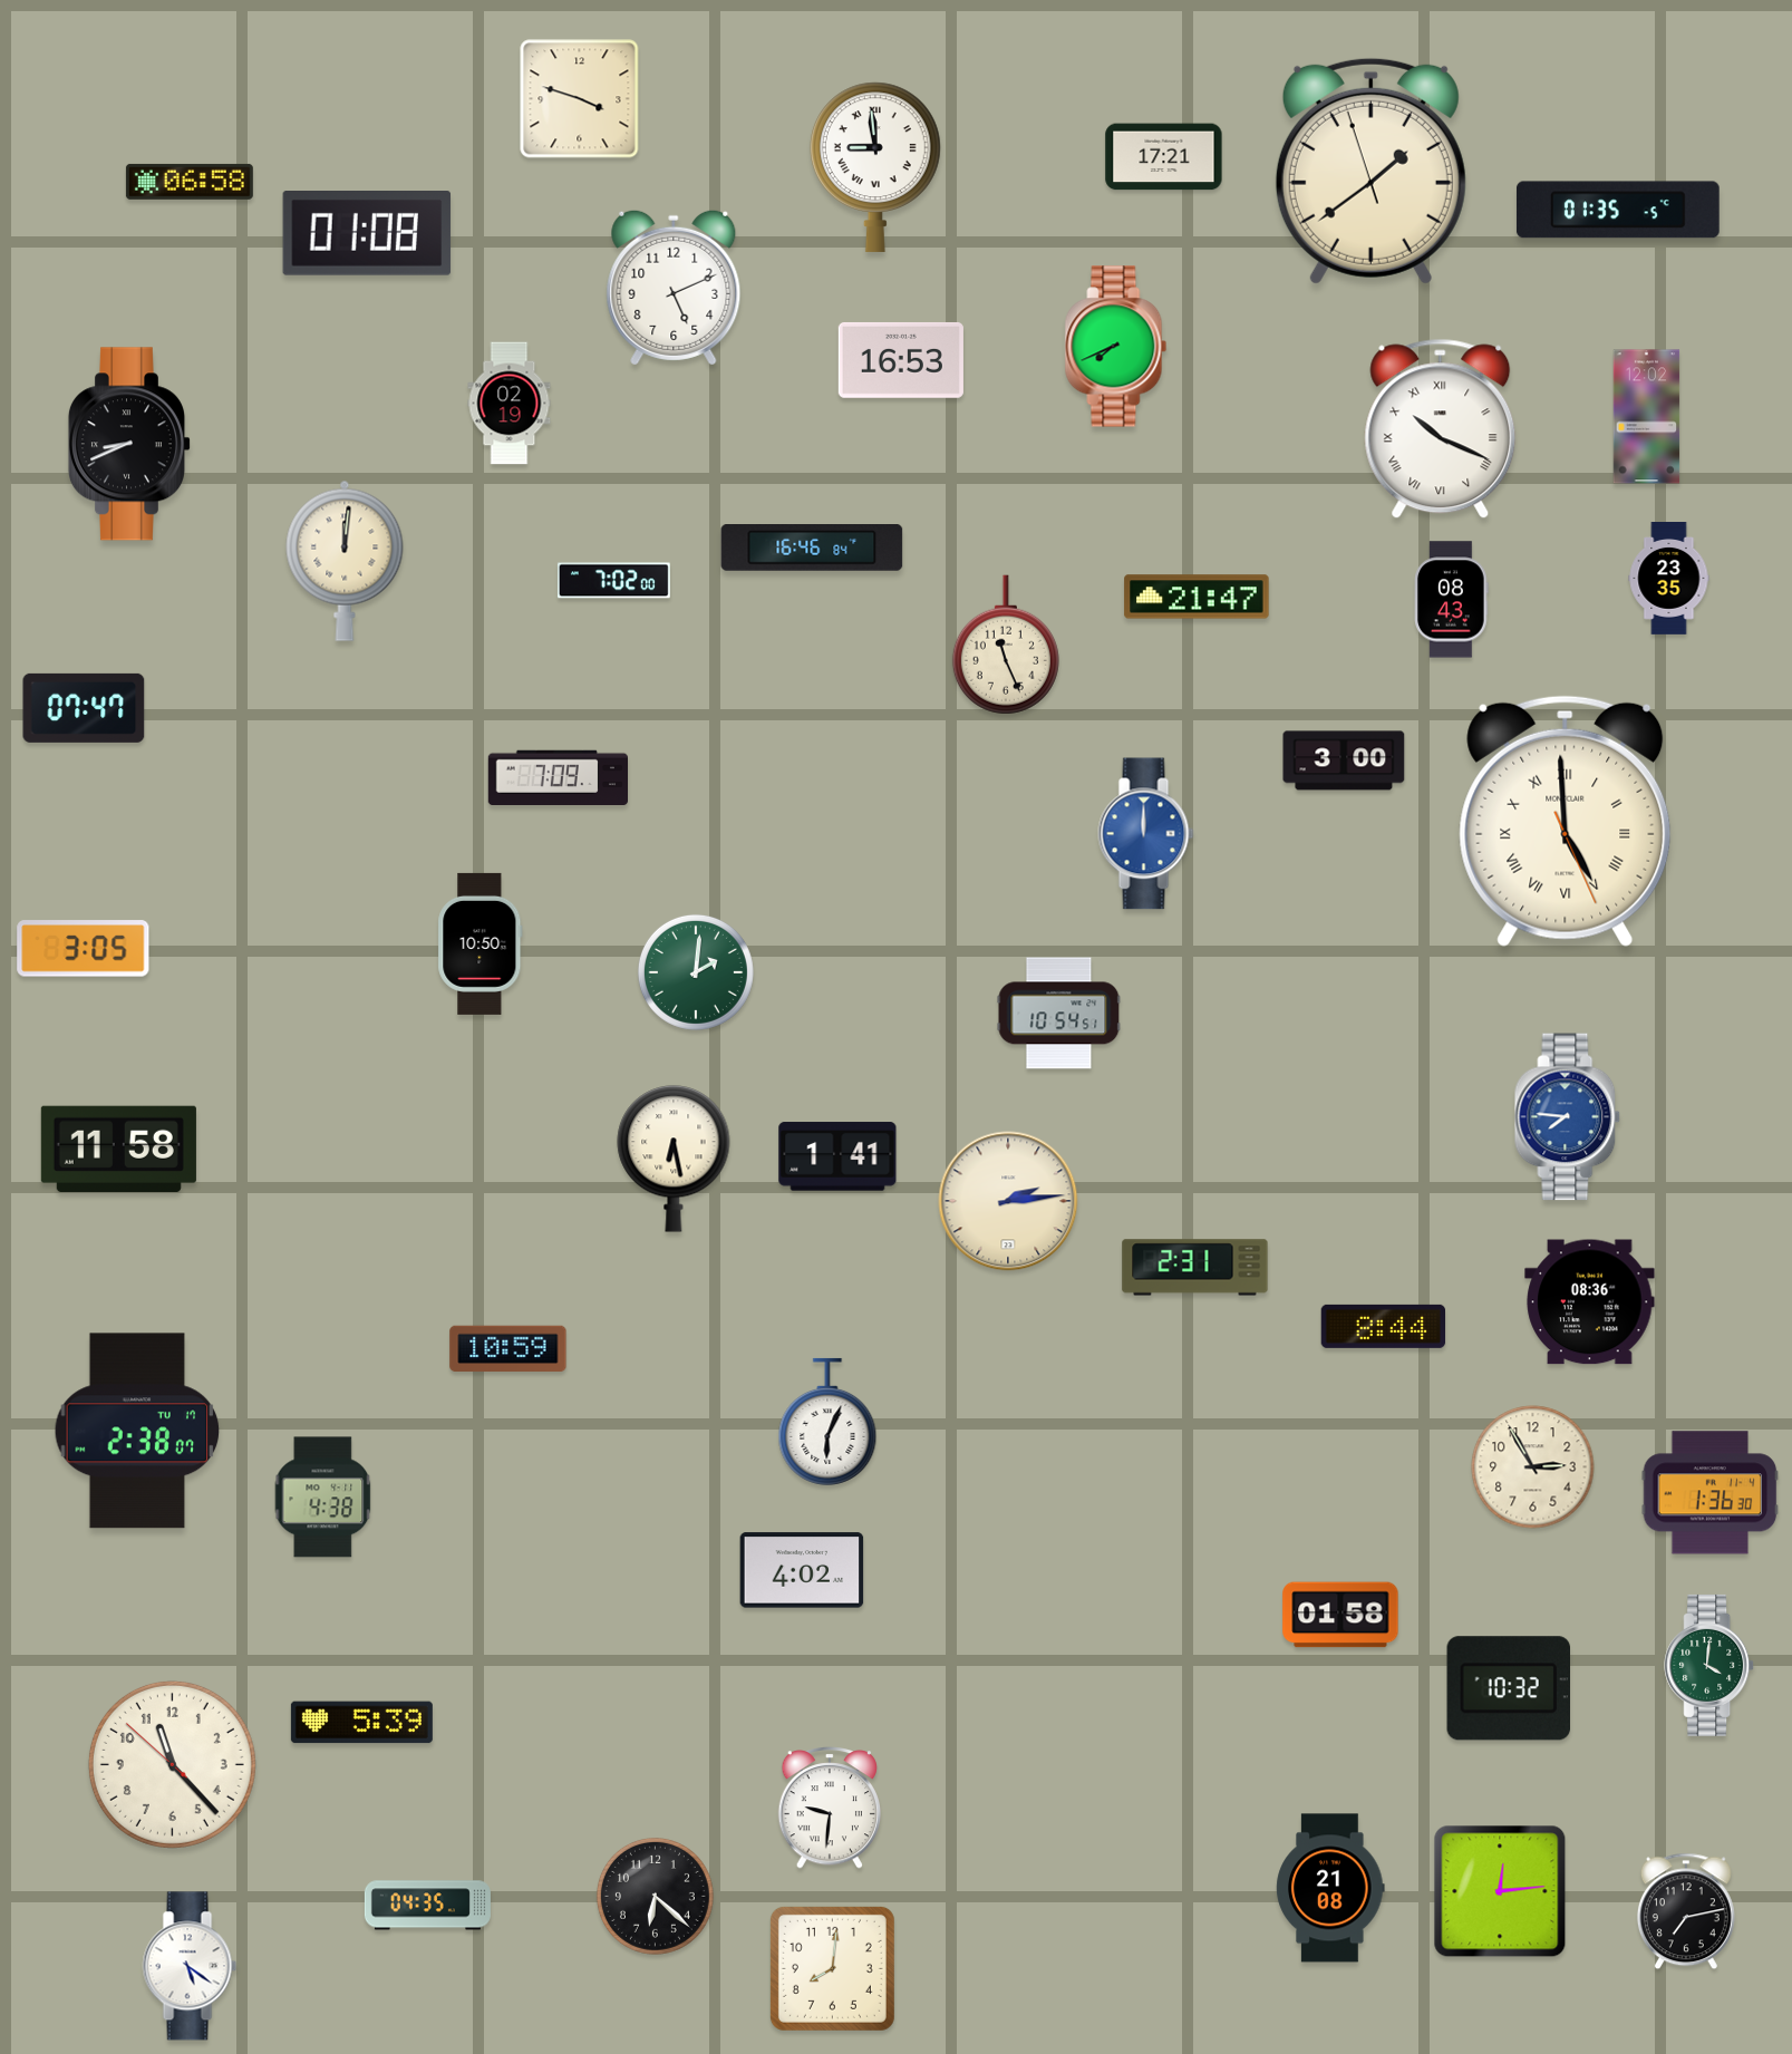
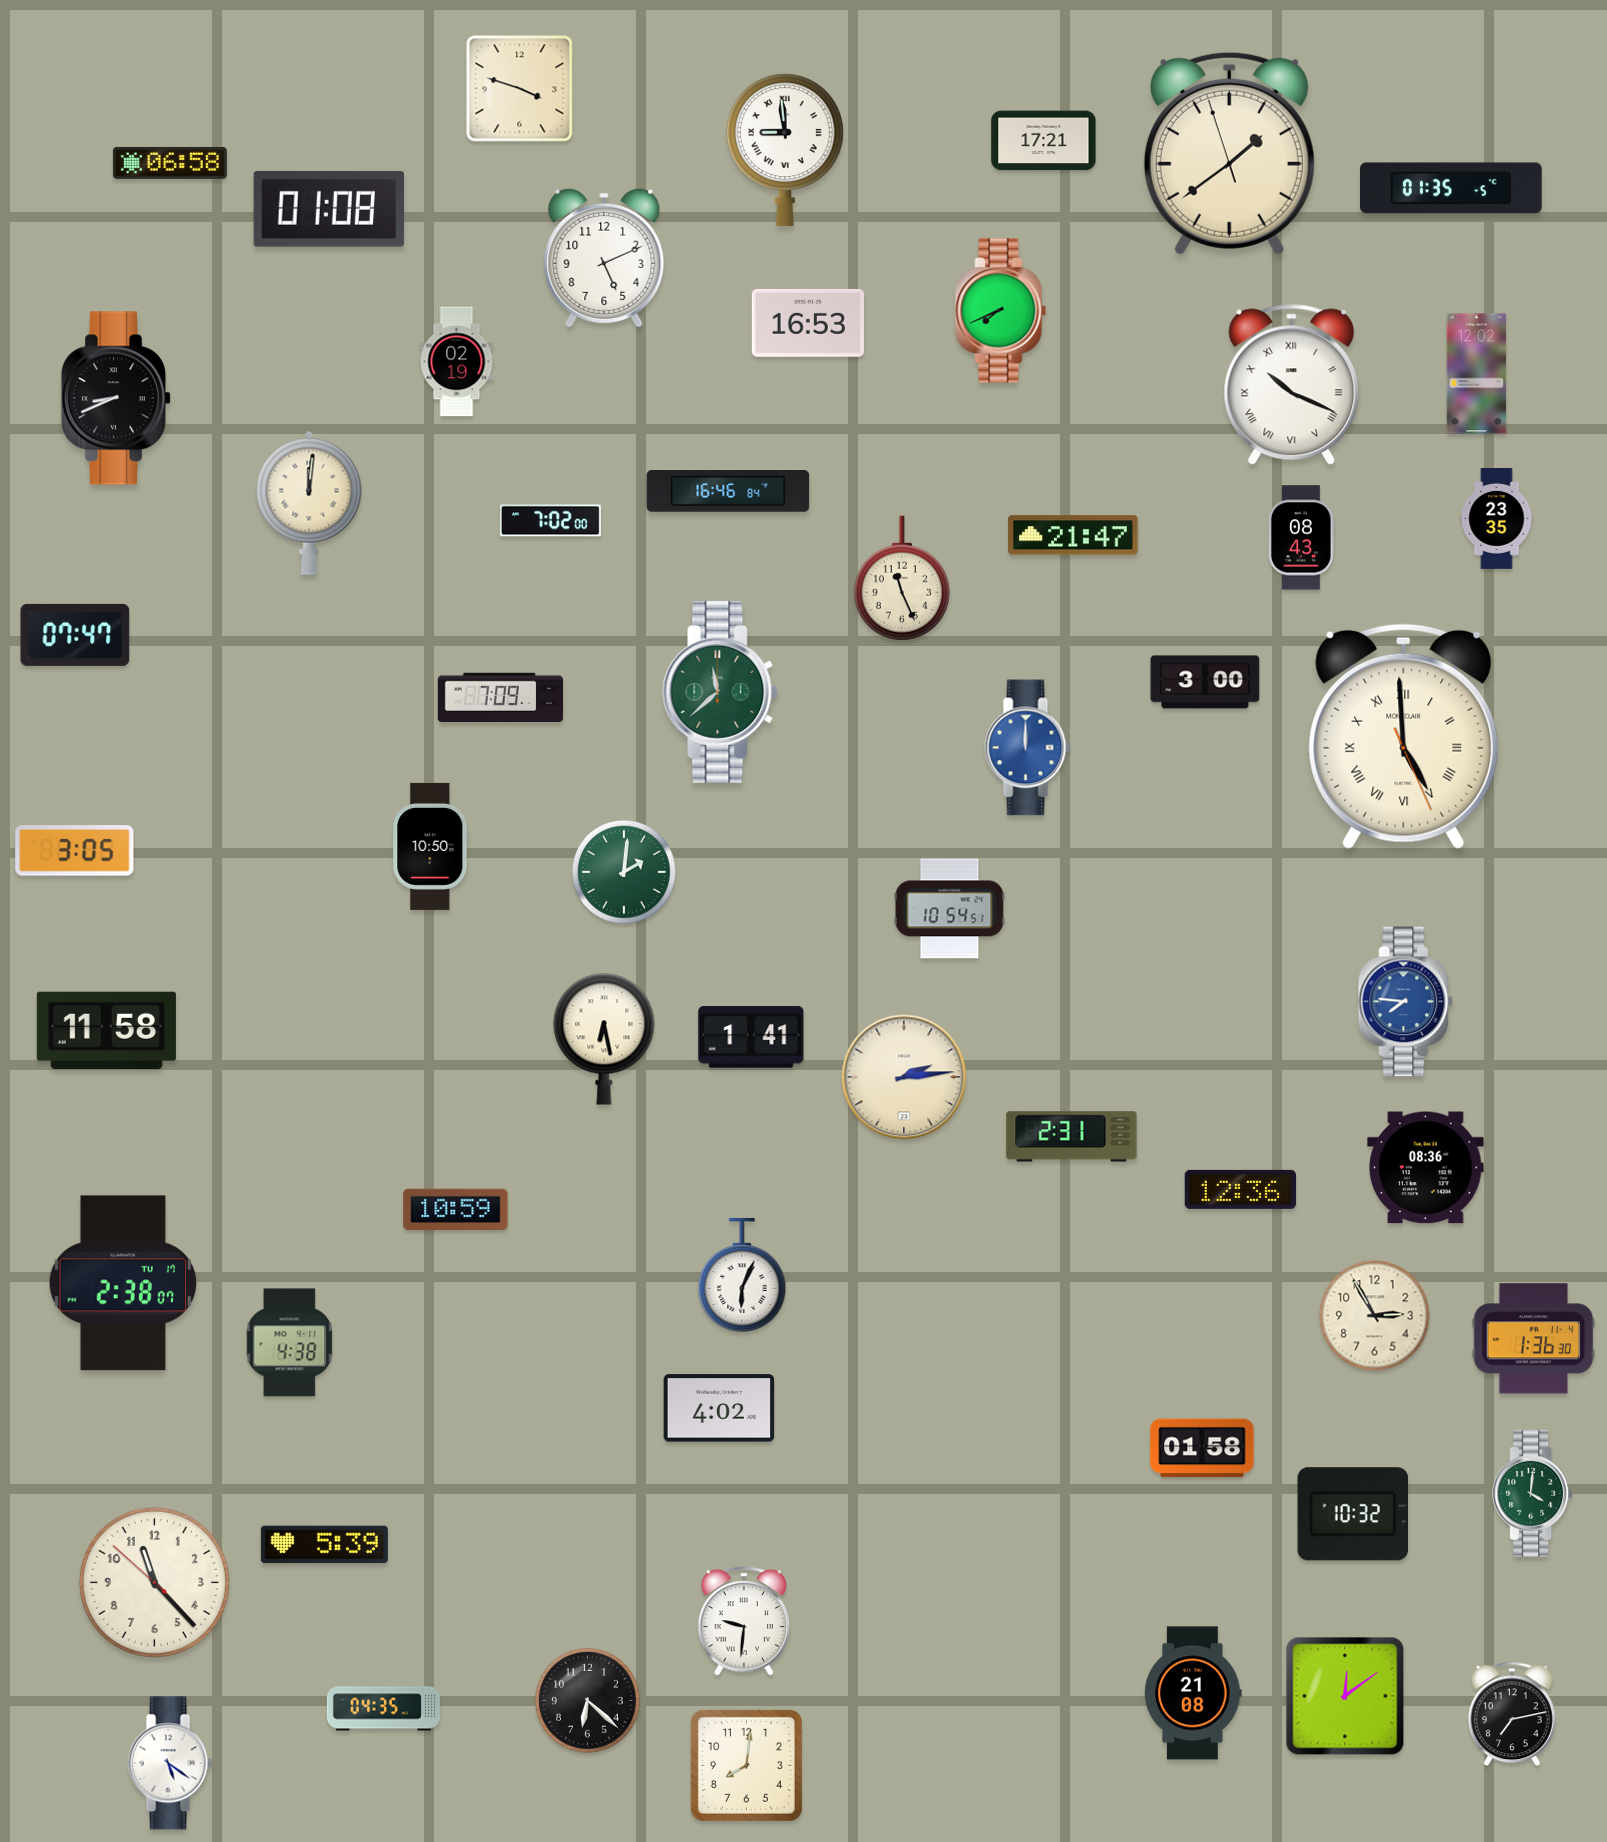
clock at (720, 692): none -> 11:38
clock at (1384, 1326): 8:44 -> 12:36
clock at (1500, 1891): 12:14 -> 12:09
